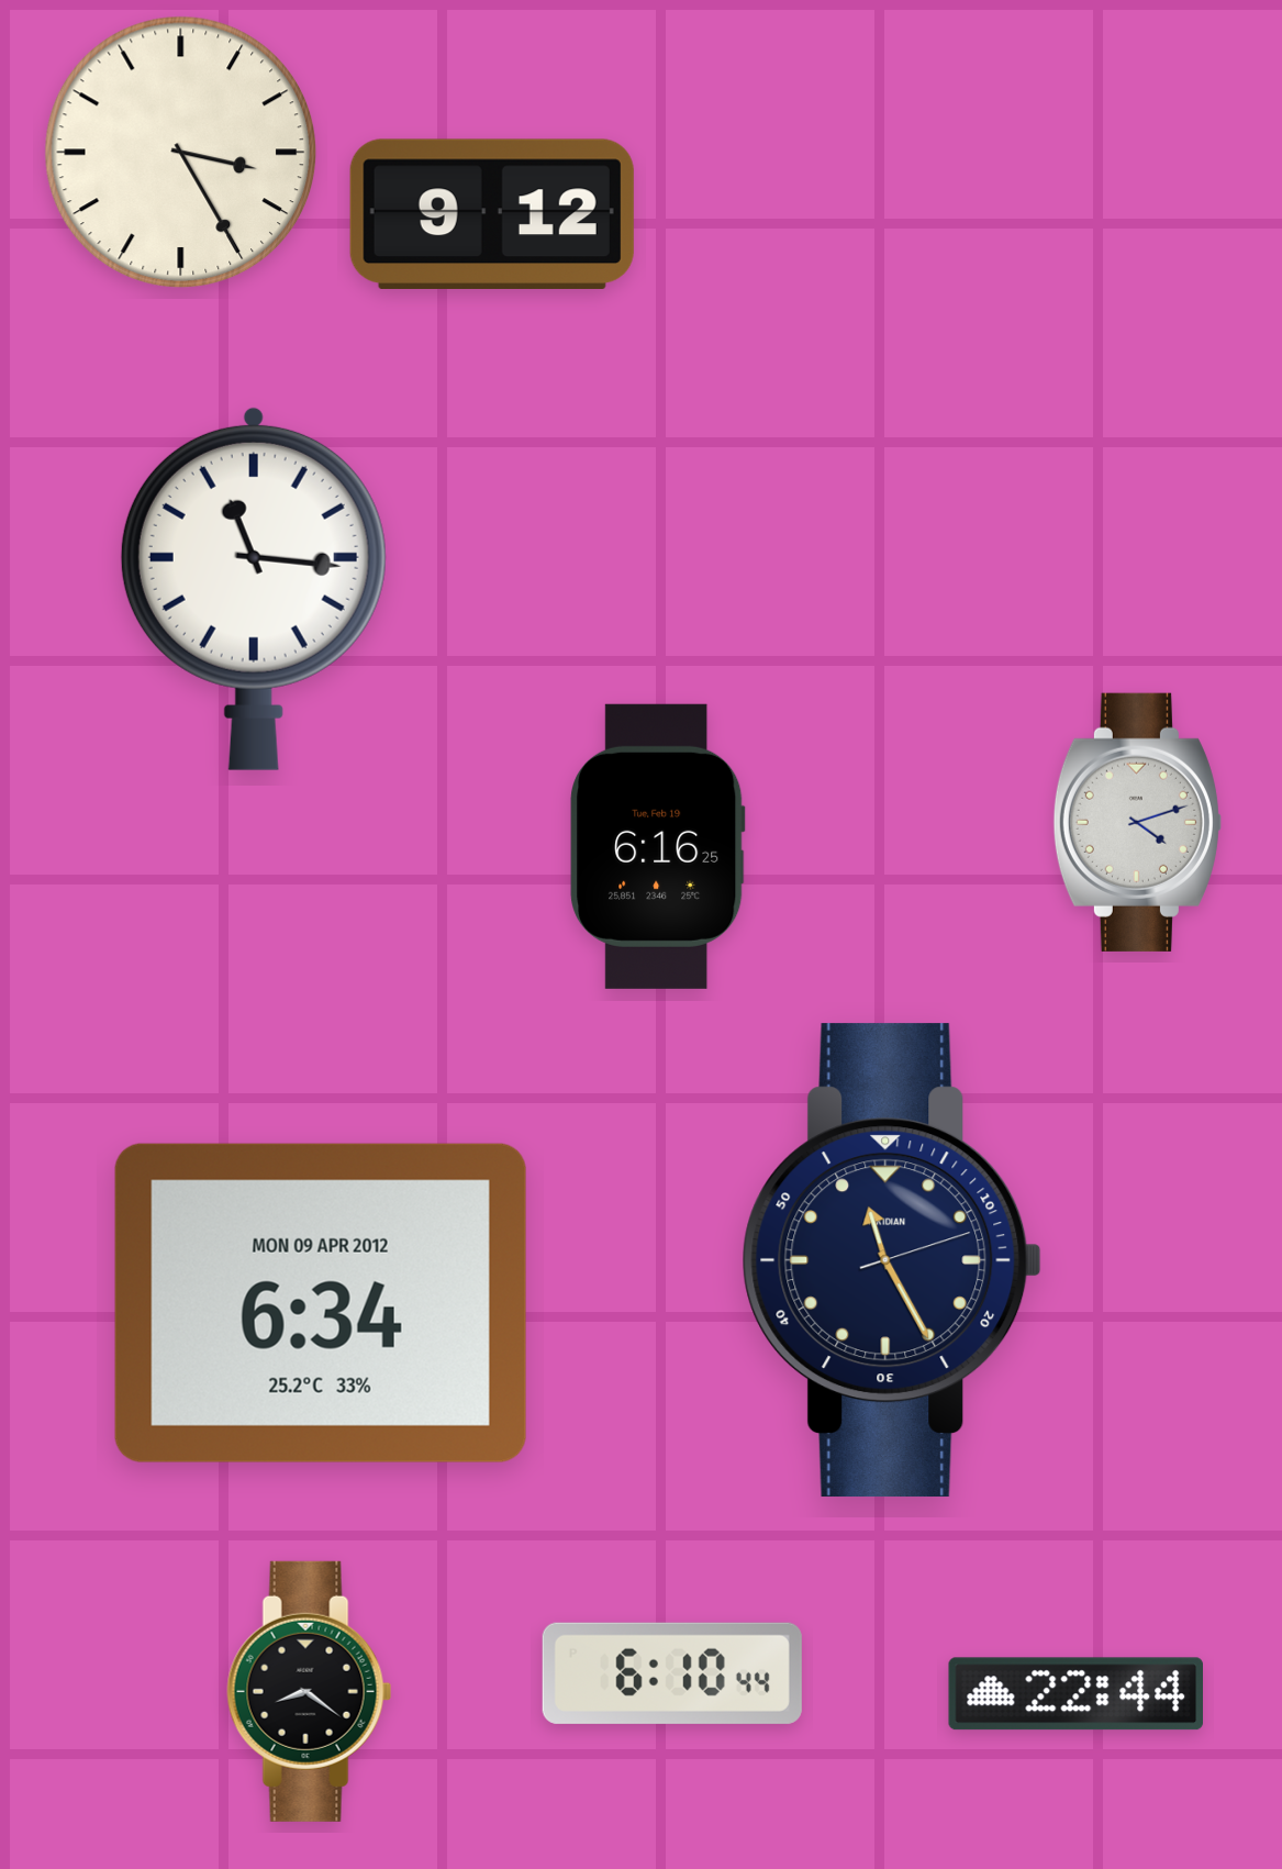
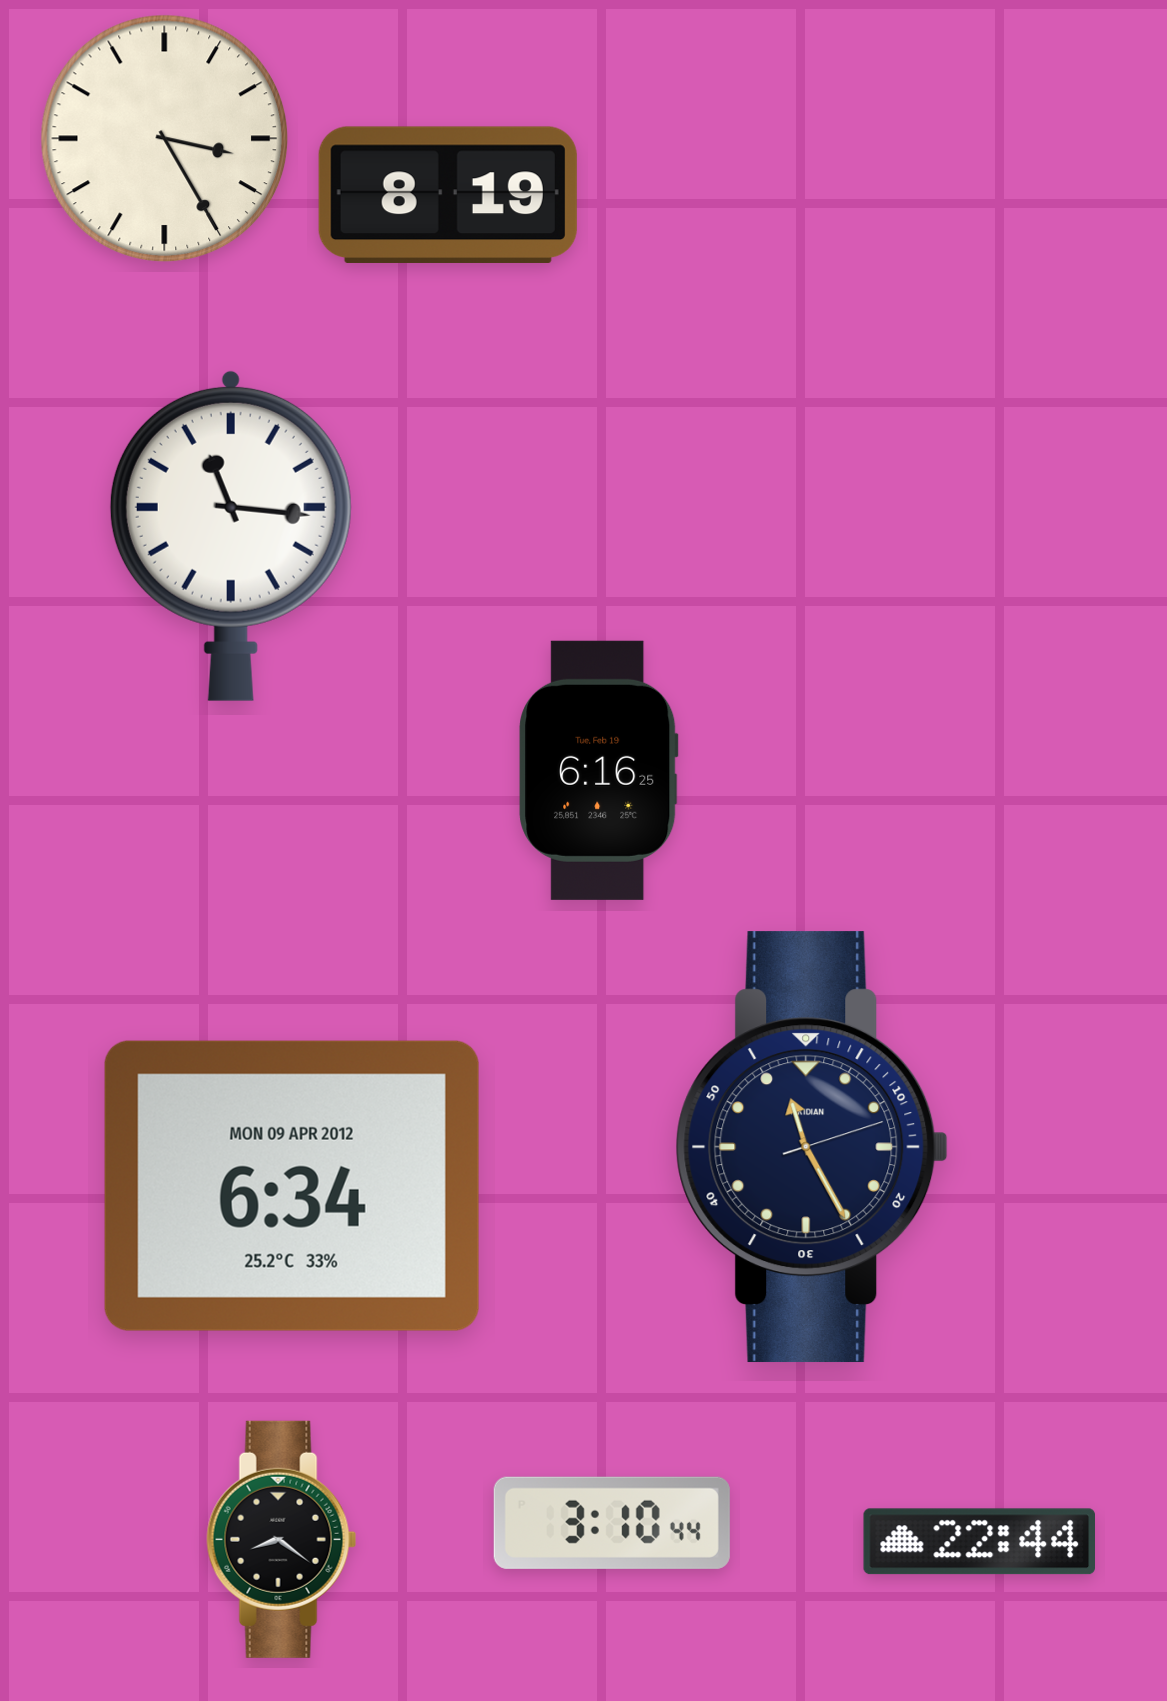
clock at (492, 214): 9:12 -> 8:19
clock at (1137, 822): 4:12 -> none
clock at (672, 1673): 6:10 -> 3:10
